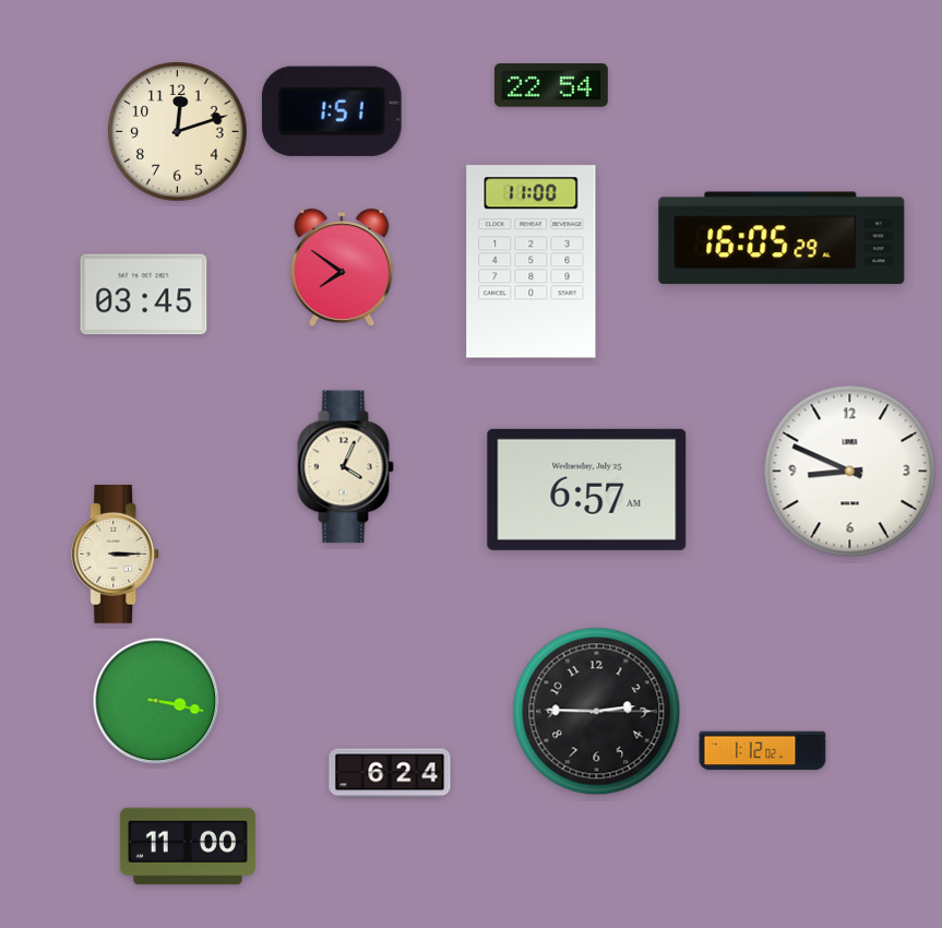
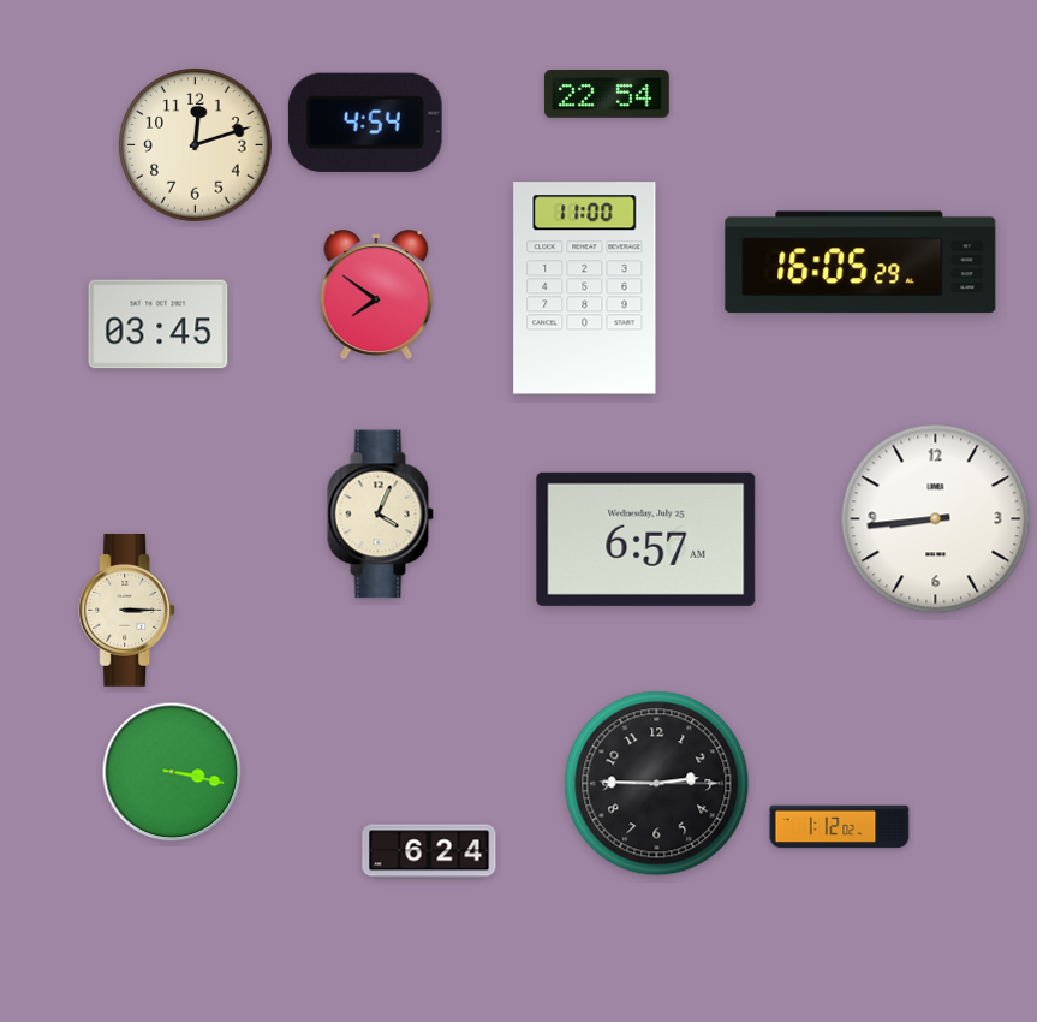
clock at (332, 111): 1:51 -> 4:54
clock at (850, 472): 8:49 -> 8:44
clock at (188, 846): 11:00 -> none
